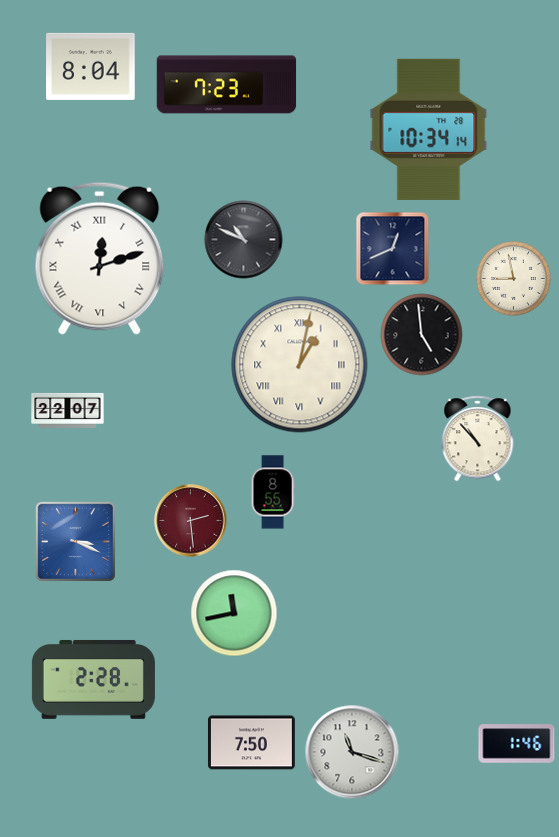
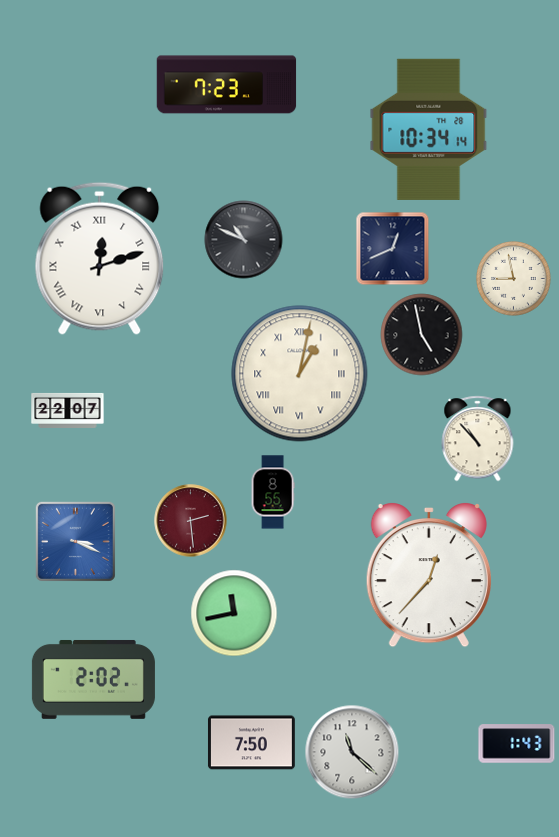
clock at (91, 66): 8:04 -> none
clock at (422, 335): 4:59 -> 4:58
clock at (300, 365) position: (300, 365) -> (300, 374)
clock at (429, 576): none -> 12:37
clock at (93, 679): 2:28 -> 2:02
clock at (517, 744): 1:46 -> 1:43
clock at (352, 752): 11:18 -> 11:22
